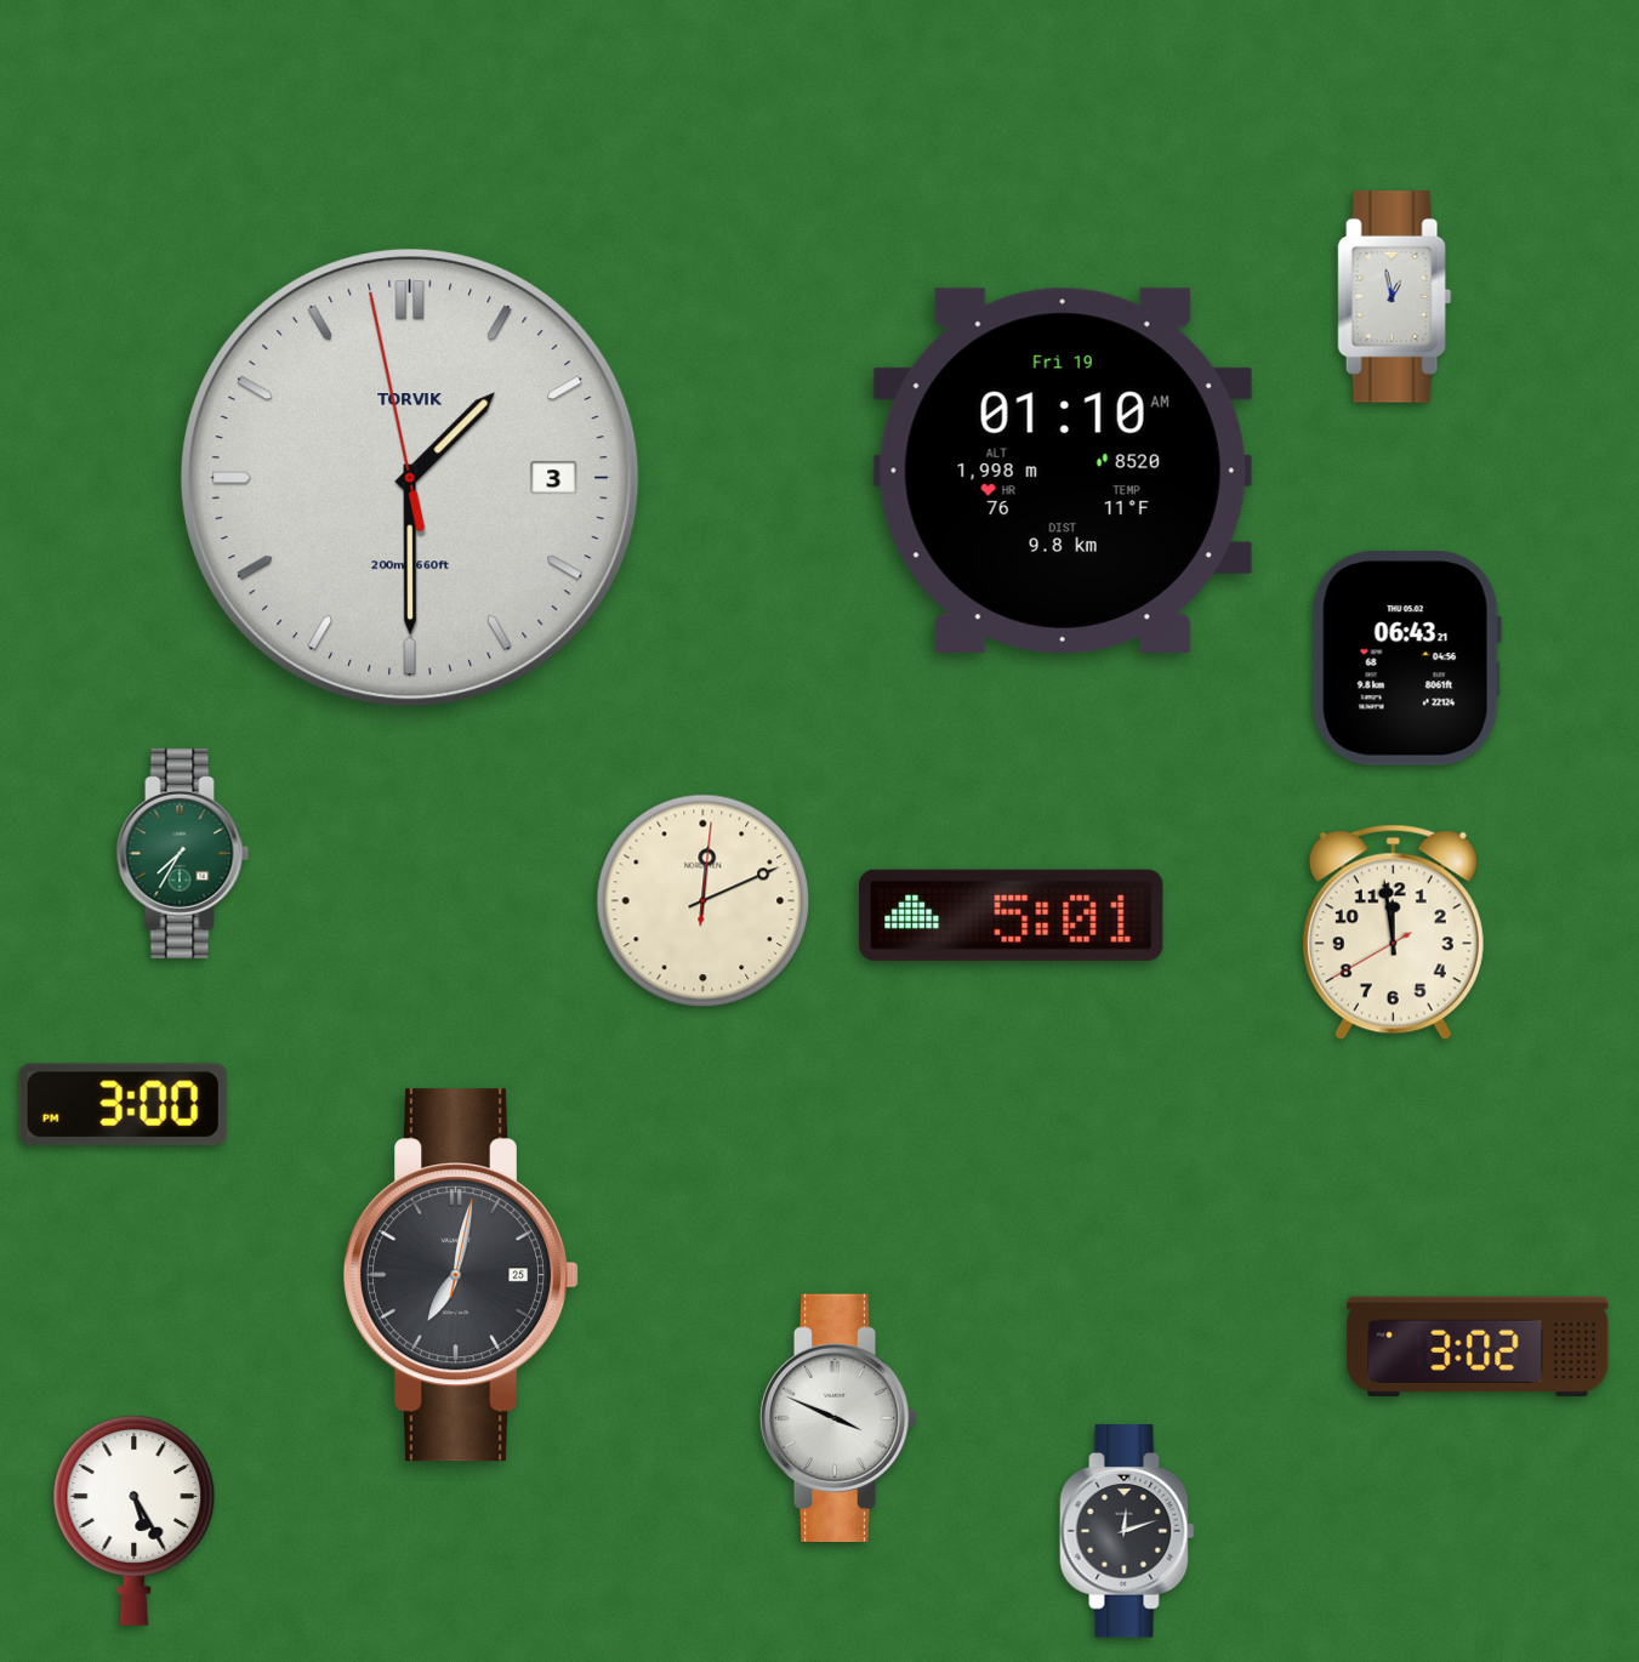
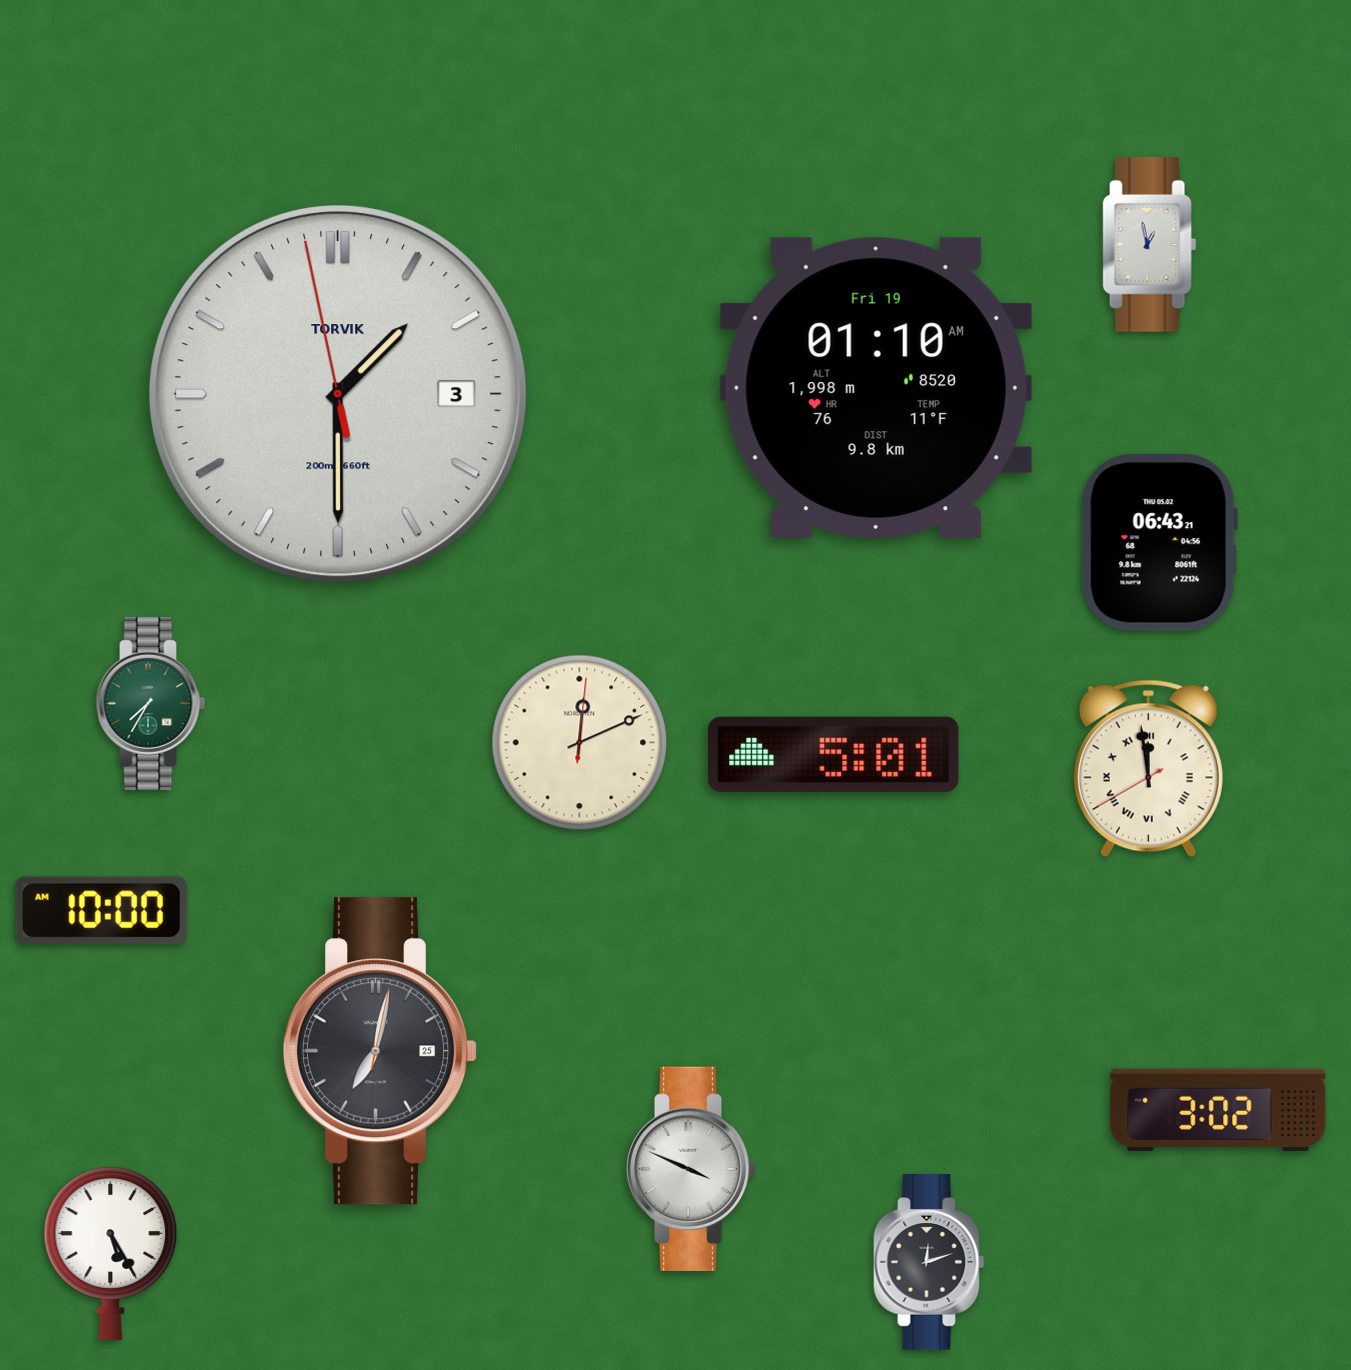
clock at (1393, 933) numerals: Arabic -> Roman
clock at (123, 1104): 3:00 -> 10:00
